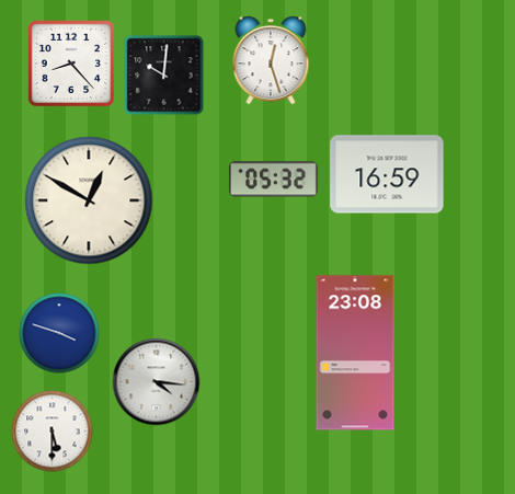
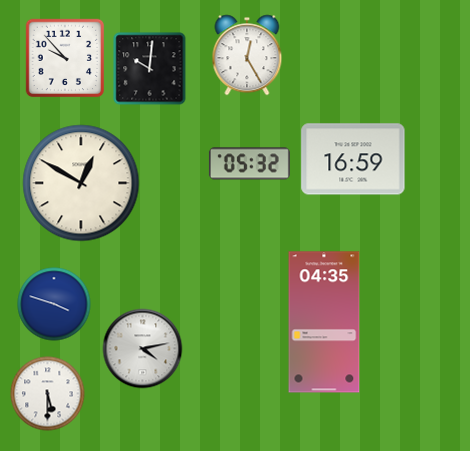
clock at (271, 60): 12:27 -> 12:25
clock at (71, 64): 8:23 -> 9:53
clock at (355, 353): 23:08 -> 04:35
clock at (157, 382): 4:16 -> 4:13
